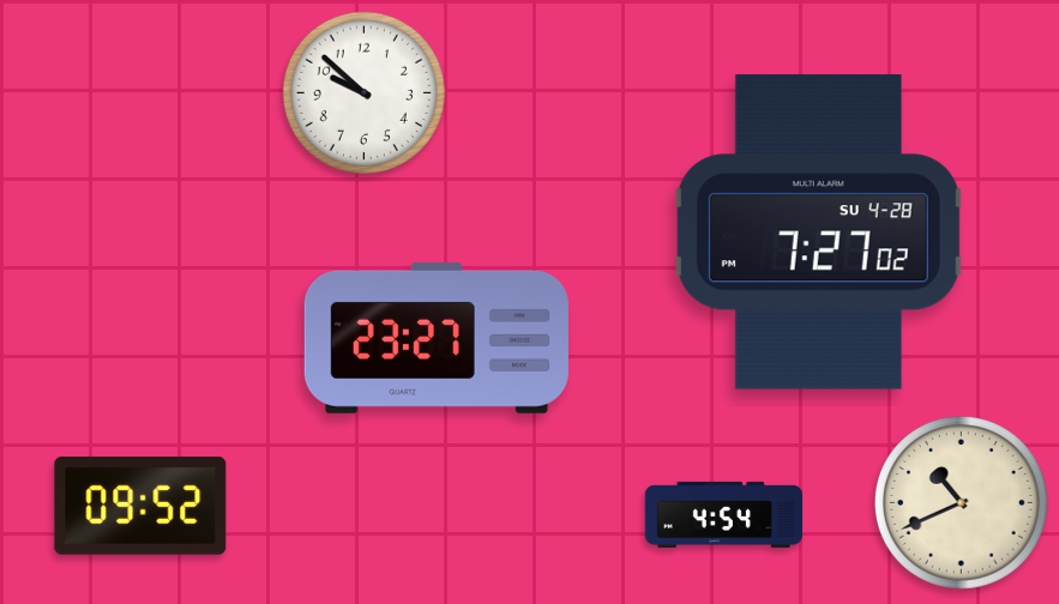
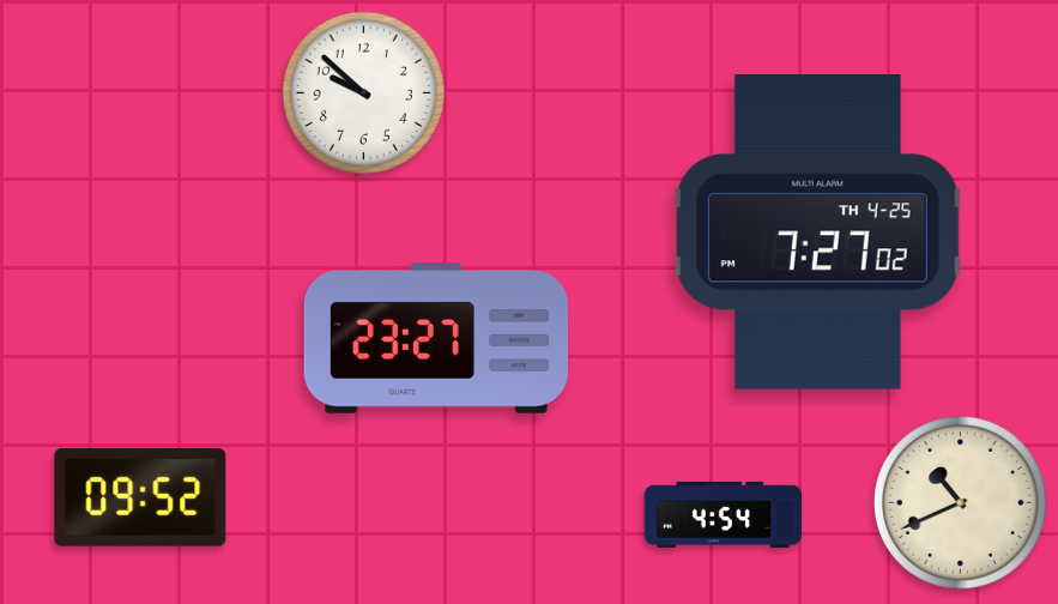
clock at (818, 232) date: SU 4-28 -> TH 4-25
clock at (140, 506) position: (140, 506) -> (140, 497)
